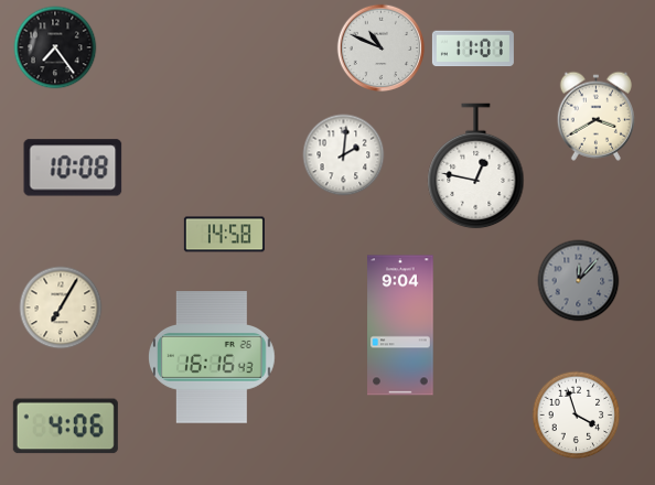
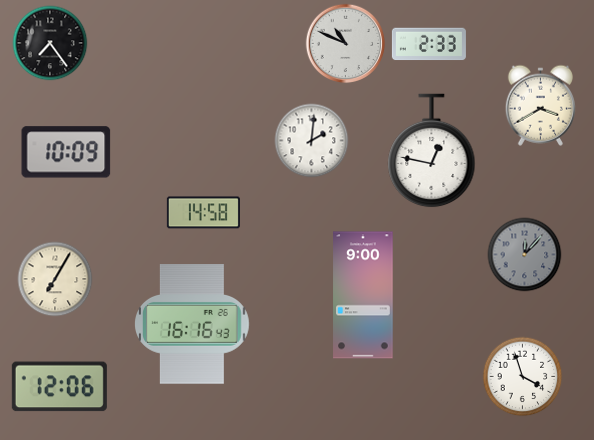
clock at (473, 48): 11:01 -> 2:33
clock at (73, 168): 10:08 -> 10:09
clock at (400, 325): 9:04 -> 9:00
clock at (65, 427): 4:06 -> 12:06
